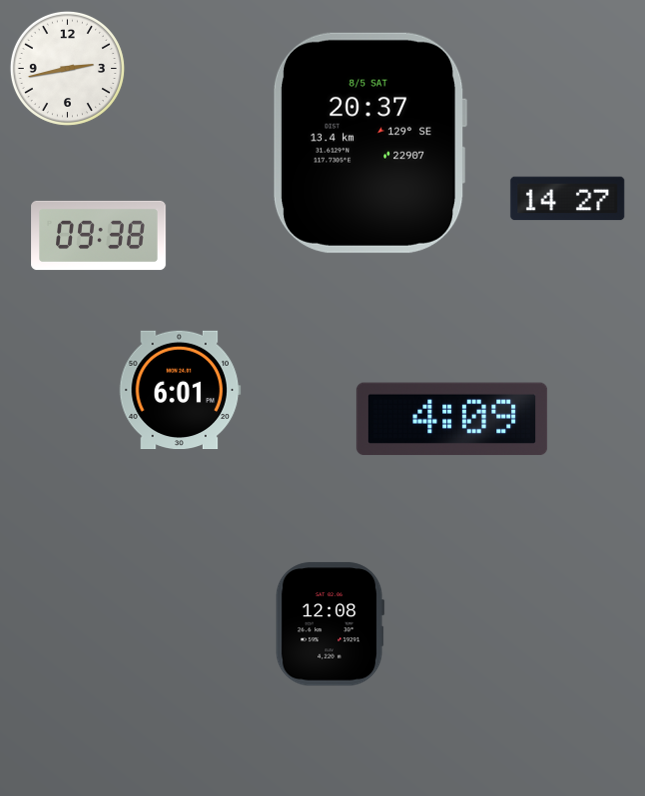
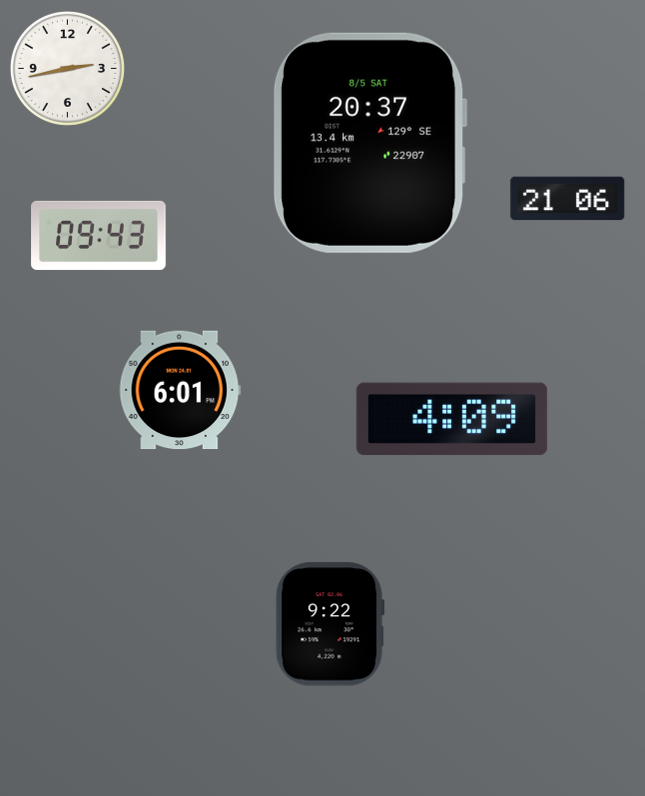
clock at (568, 199): 14:27 -> 21:06
clock at (99, 235): 09:38 -> 09:43
clock at (330, 624): 12:08 -> 9:22
